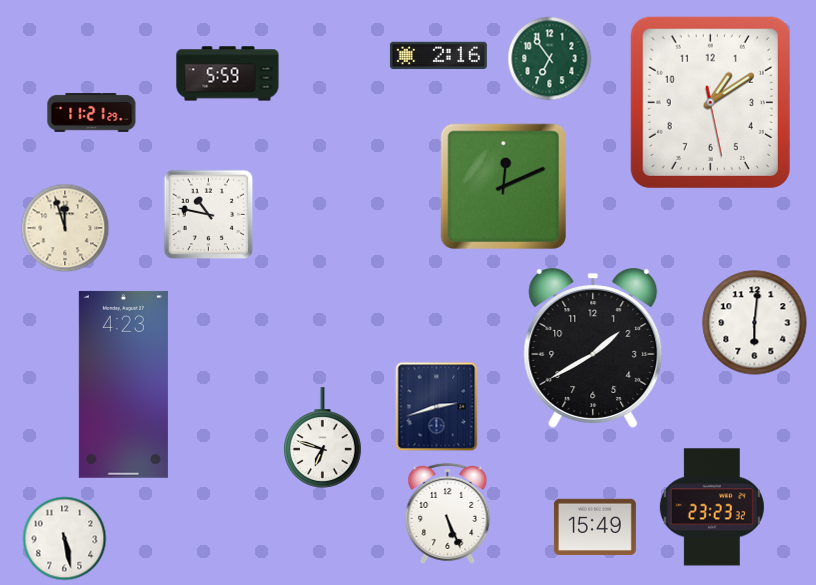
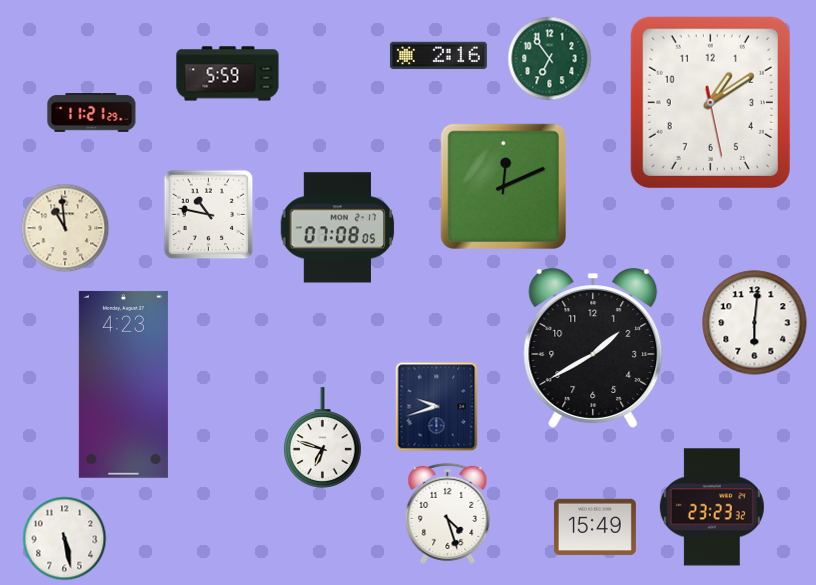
clock at (65, 228): 11:57 -> 10:59
clock at (338, 228): none -> 07:08
clock at (437, 407): 2:42 -> 9:42
clock at (448, 513): 5:26 -> 4:27
